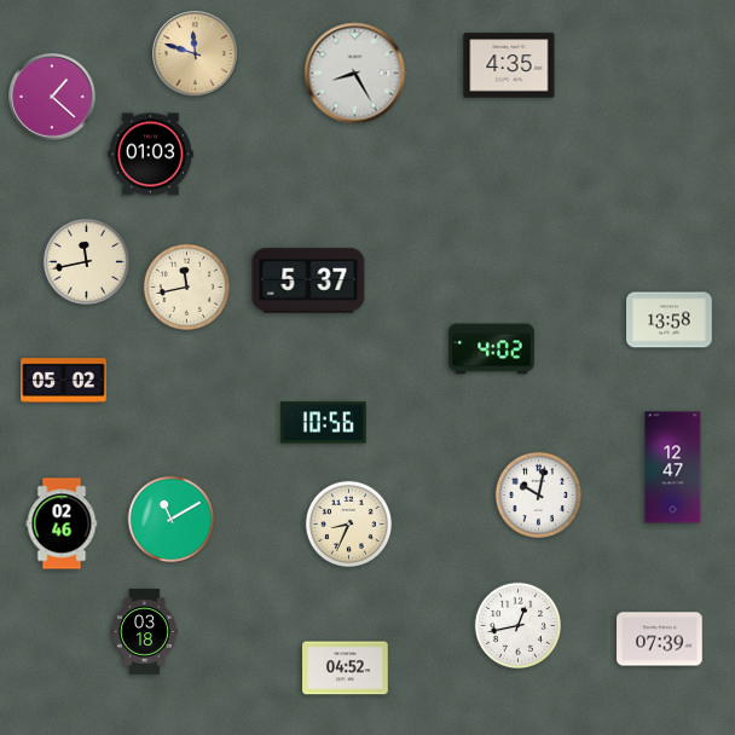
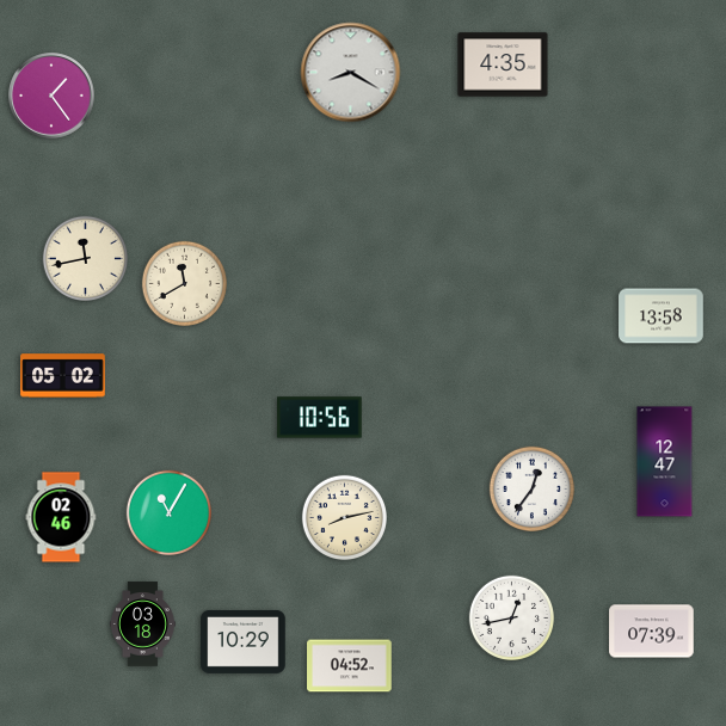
clock at (196, 54): 11:48 -> none
clock at (355, 74): 8:25 -> 8:20
clock at (52, 97): 1:22 -> 1:24
clock at (151, 155): 01:03 -> none
clock at (308, 280): 5:37 -> none
clock at (186, 287): 11:43 -> 11:40
clock at (492, 349): 4:02 -> none
clock at (538, 494): 10:02 -> 12:36
clock at (170, 519): 11:10 -> 11:05
clock at (348, 523): 8:34 -> 8:13
clock at (244, 641): none -> 10:29
clock at (346, 669) position: (346, 669) -> (350, 666)
